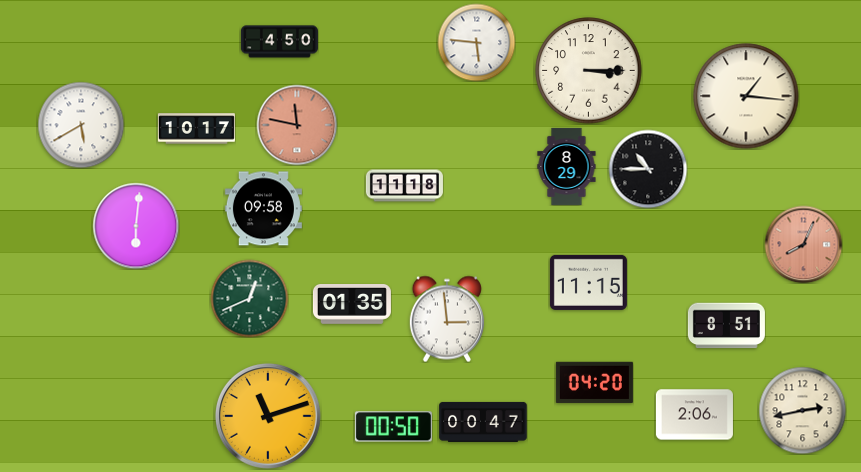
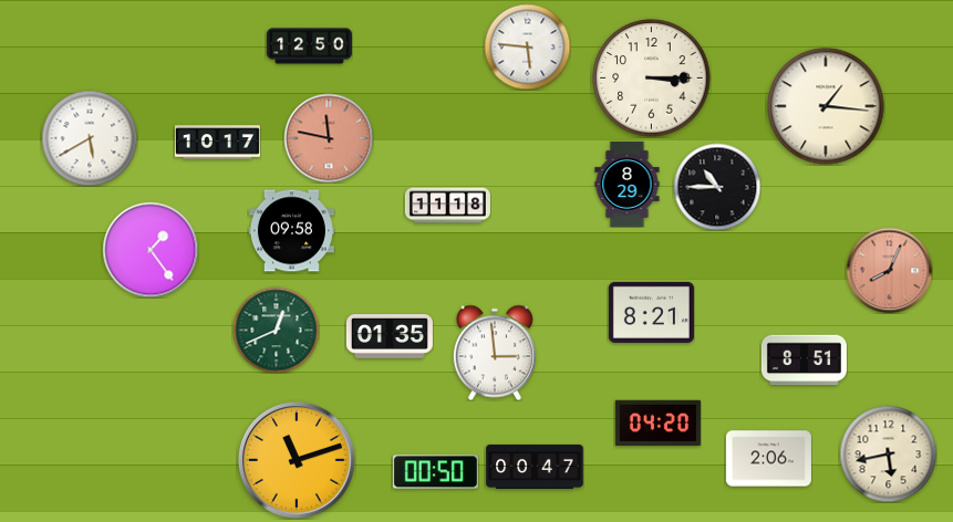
clock at (279, 42): 4:50 -> 12:50
clock at (136, 226): 6:01 -> 1:24
clock at (588, 282): 11:15 -> 8:21
clock at (802, 410): 2:43 -> 5:43
